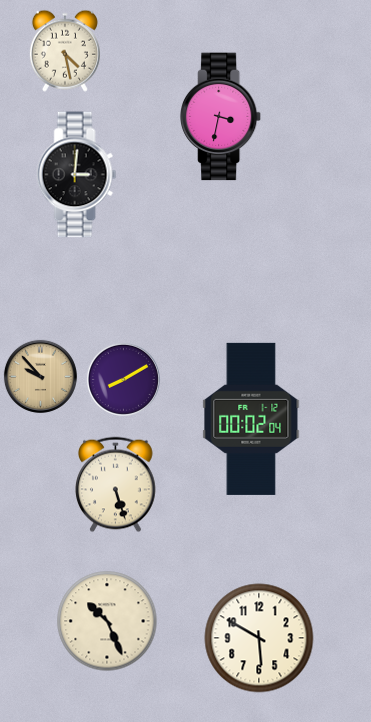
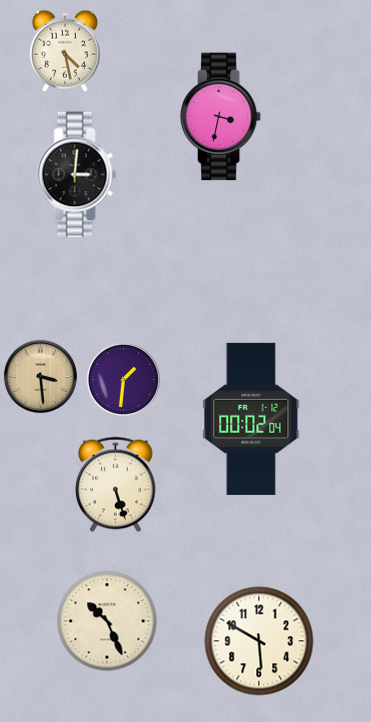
clock at (40, 376): 9:53 -> 3:29
clock at (123, 379): 8:10 -> 1:31
clock at (259, 638) position: (259, 638) -> (259, 641)
